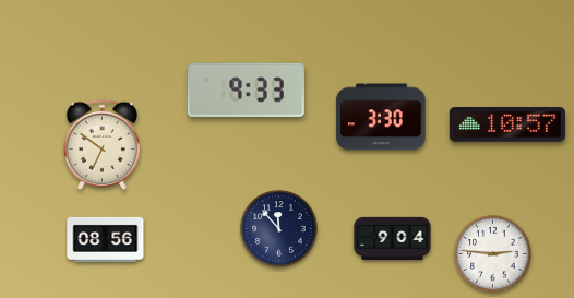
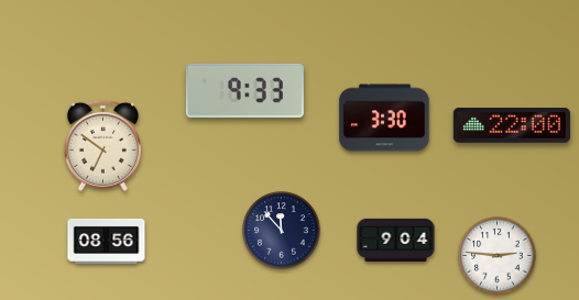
clock at (246, 90) position: (246, 90) -> (244, 90)
clock at (507, 126): 10:57 -> 22:00
